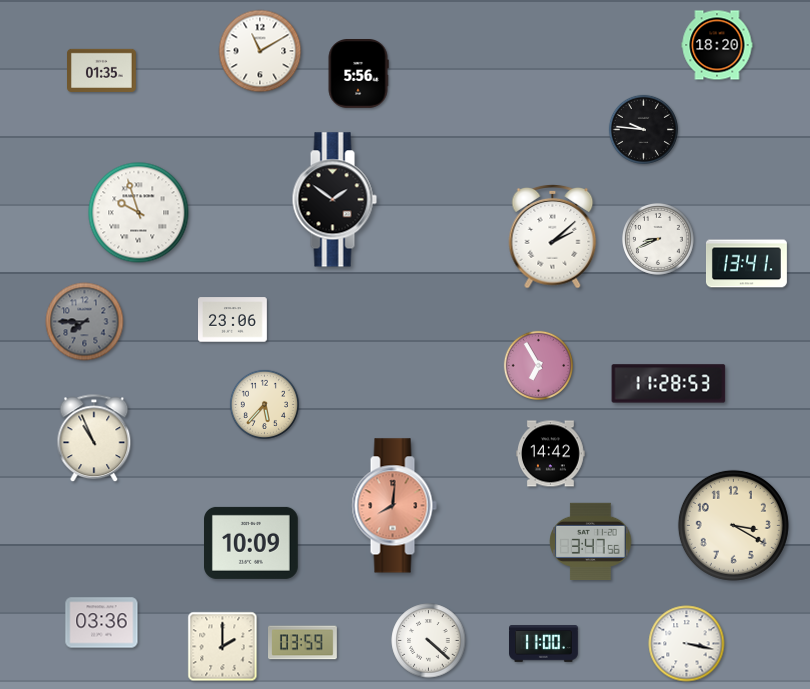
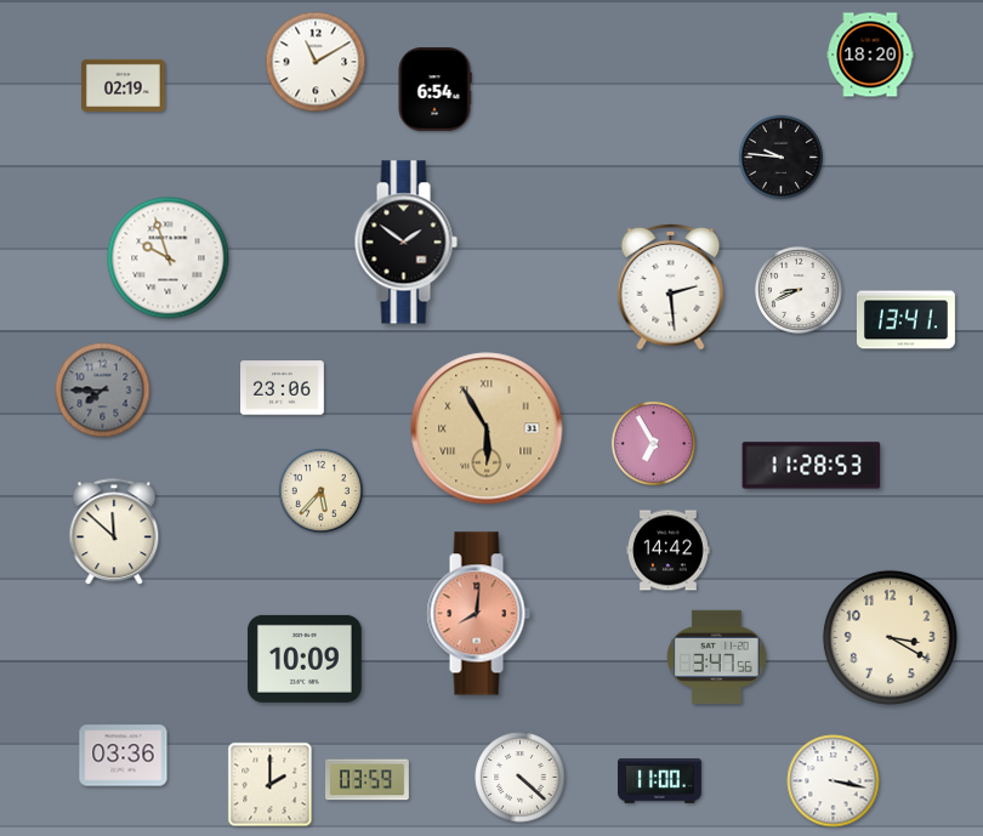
clock at (102, 70): 01:35 -> 02:19
clock at (358, 74): 5:56 -> 6:54
clock at (553, 237): 2:08 -> 2:29
clock at (487, 428): none -> 5:55
clock at (94, 439): 10:56 -> 11:52
